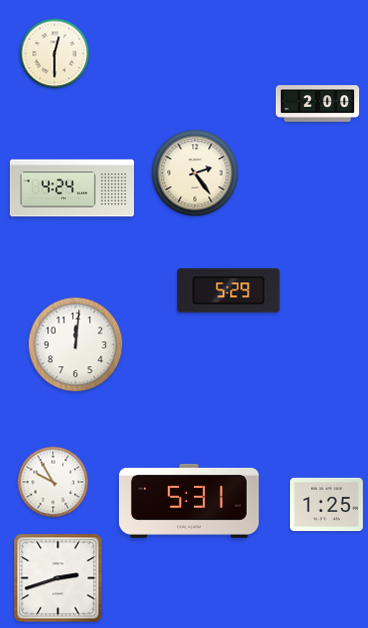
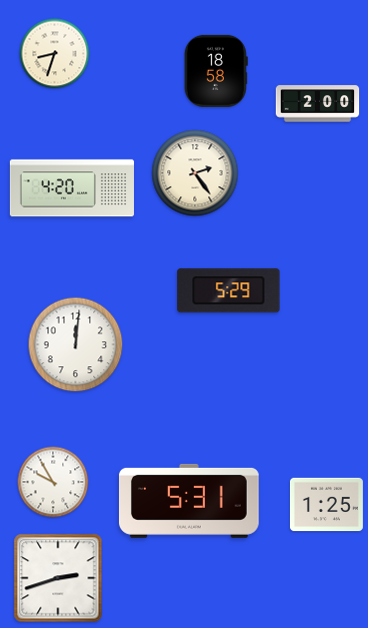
clock at (55, 54): 12:30 -> 8:33
clock at (216, 71): none -> 18:58
clock at (71, 188): 4:24 -> 4:20
